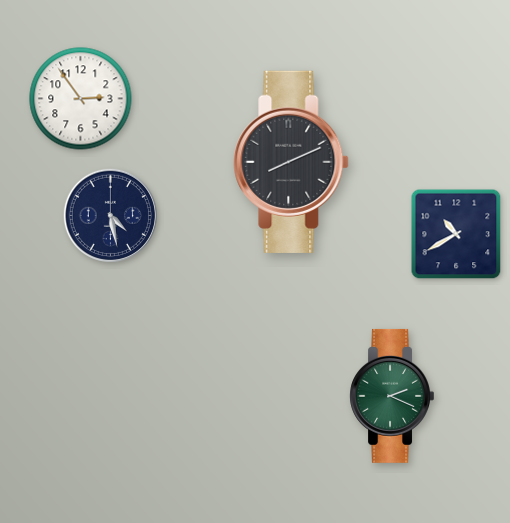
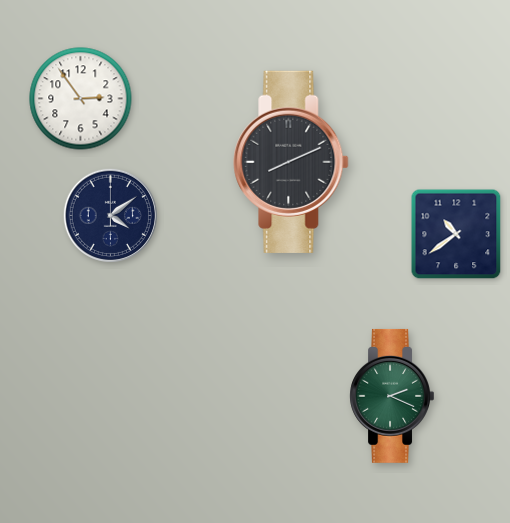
clock at (110, 215): 4:28 -> 4:09
clock at (456, 234): 10:40 -> 10:39
